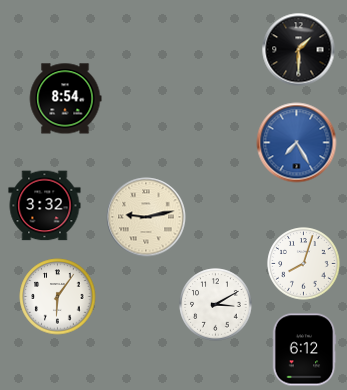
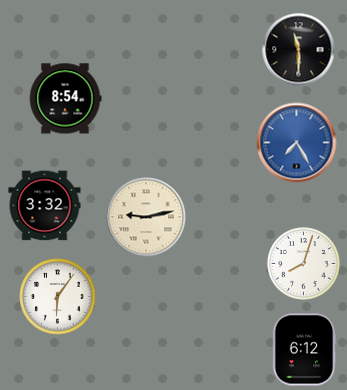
clock at (299, 50): 1:30 -> 11:30
clock at (216, 305): 3:10 -> none
